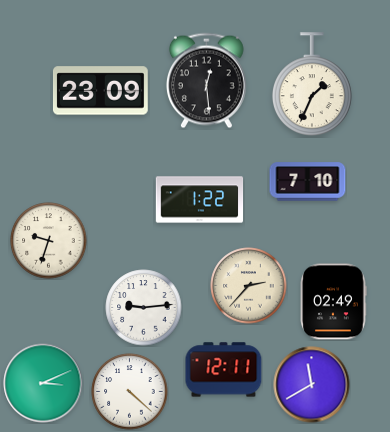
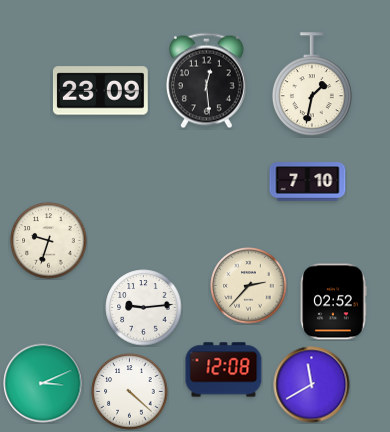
clock at (312, 84): 1:34 -> 1:32
clock at (200, 200): 1:22 -> none
clock at (333, 302): 02:49 -> 02:52
clock at (224, 370): 12:11 -> 12:08
